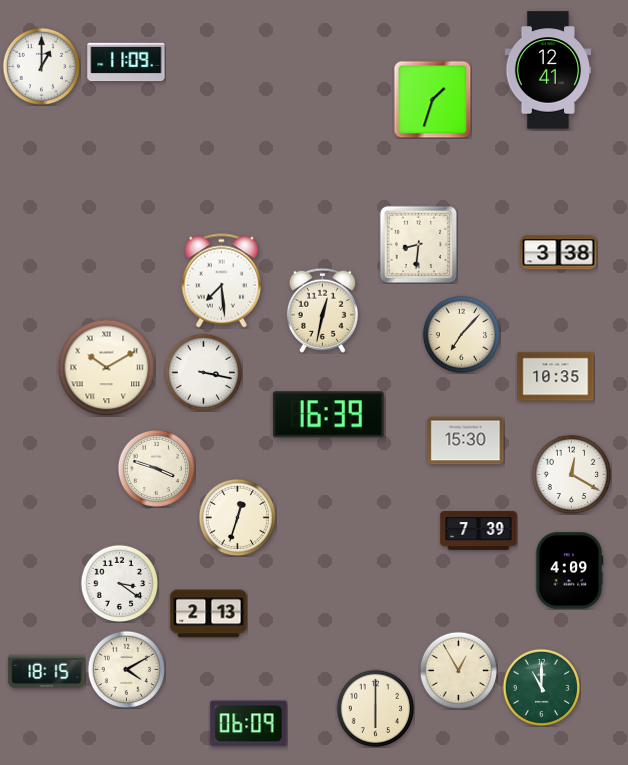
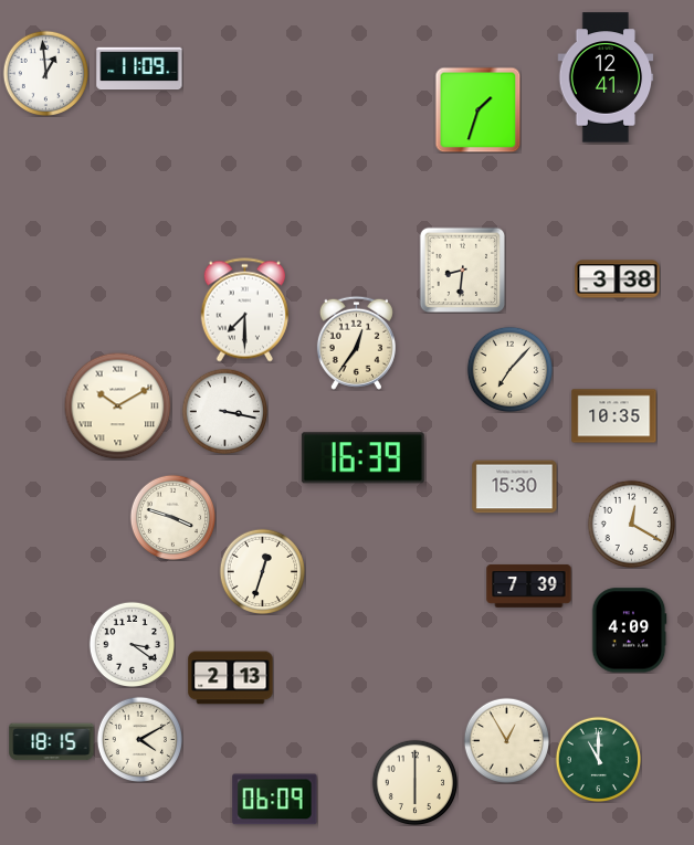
clock at (41, 66): 1:00 -> 12:59
clock at (221, 281): 7:29 -> 7:30
clock at (322, 310): 12:32 -> 12:36
